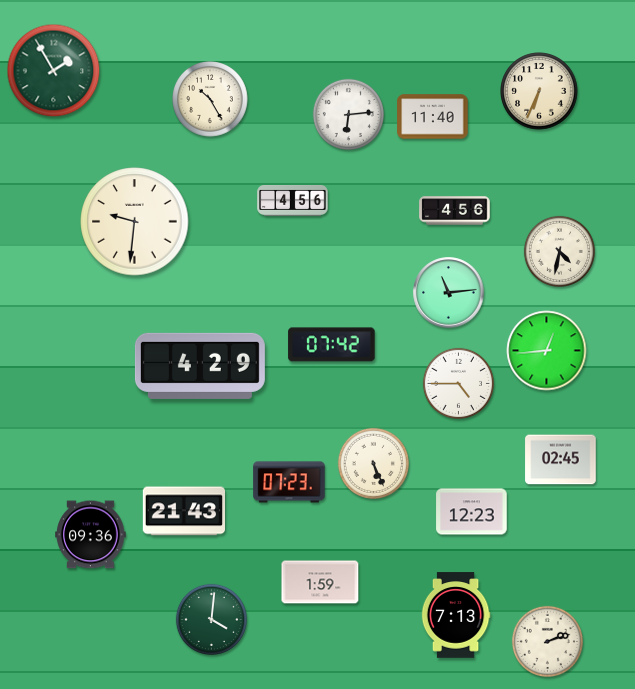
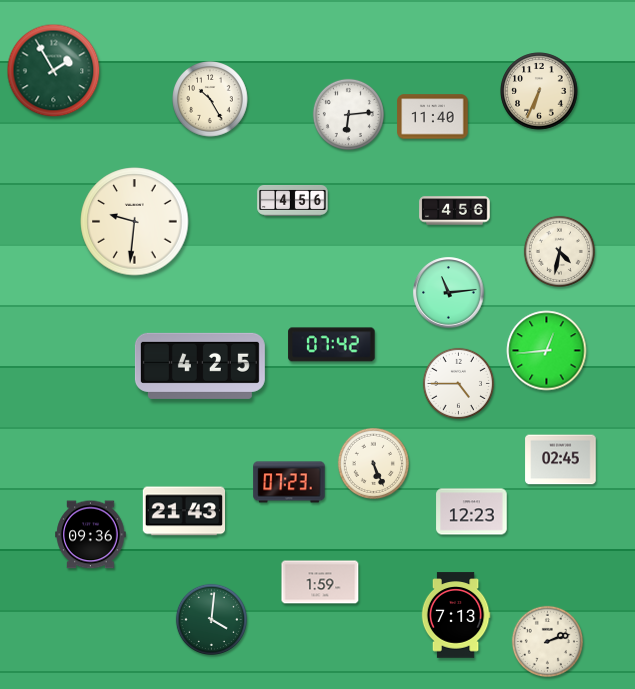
clock at (200, 366): 4:29 -> 4:25
